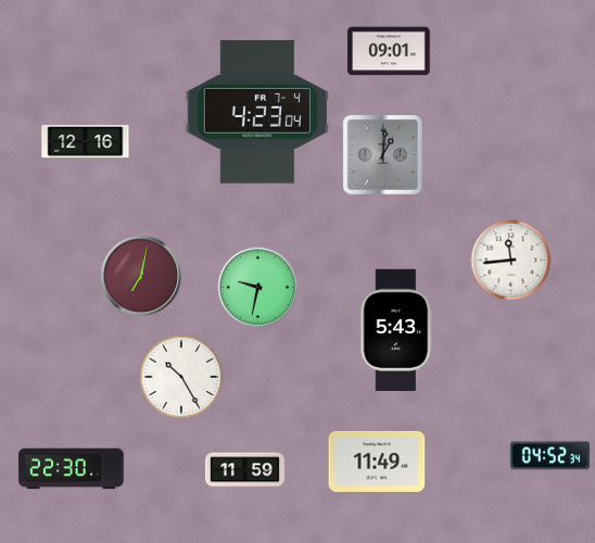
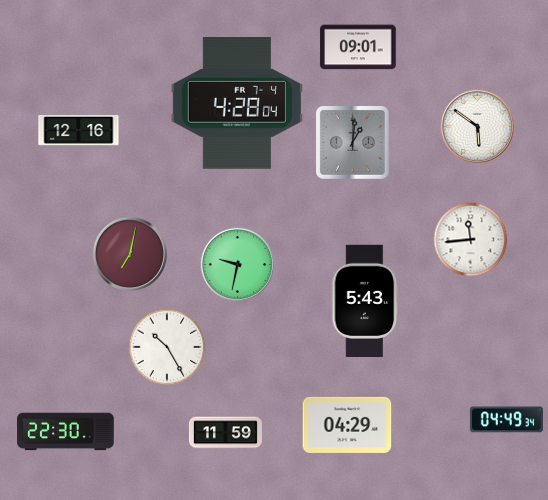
clock at (256, 113): 4:23 -> 4:28
clock at (477, 126): none -> 5:51
clock at (396, 329) position: (396, 329) -> (365, 300)
clock at (549, 456): 04:52 -> 04:49
clock at (377, 462): 11:49 -> 04:29
